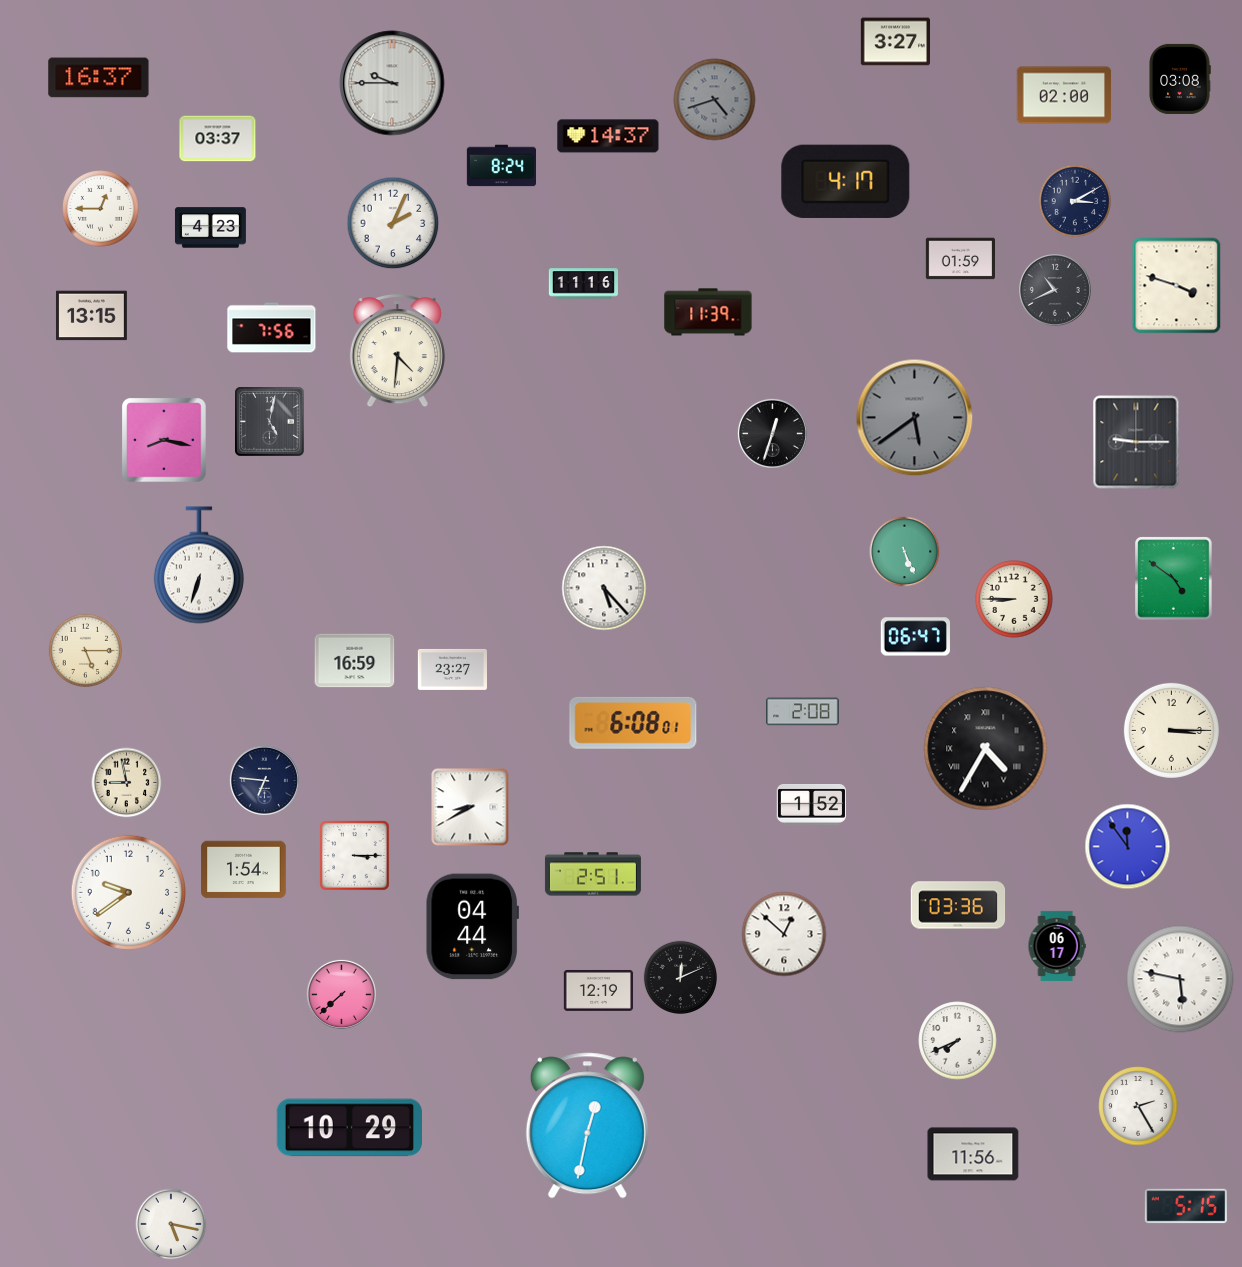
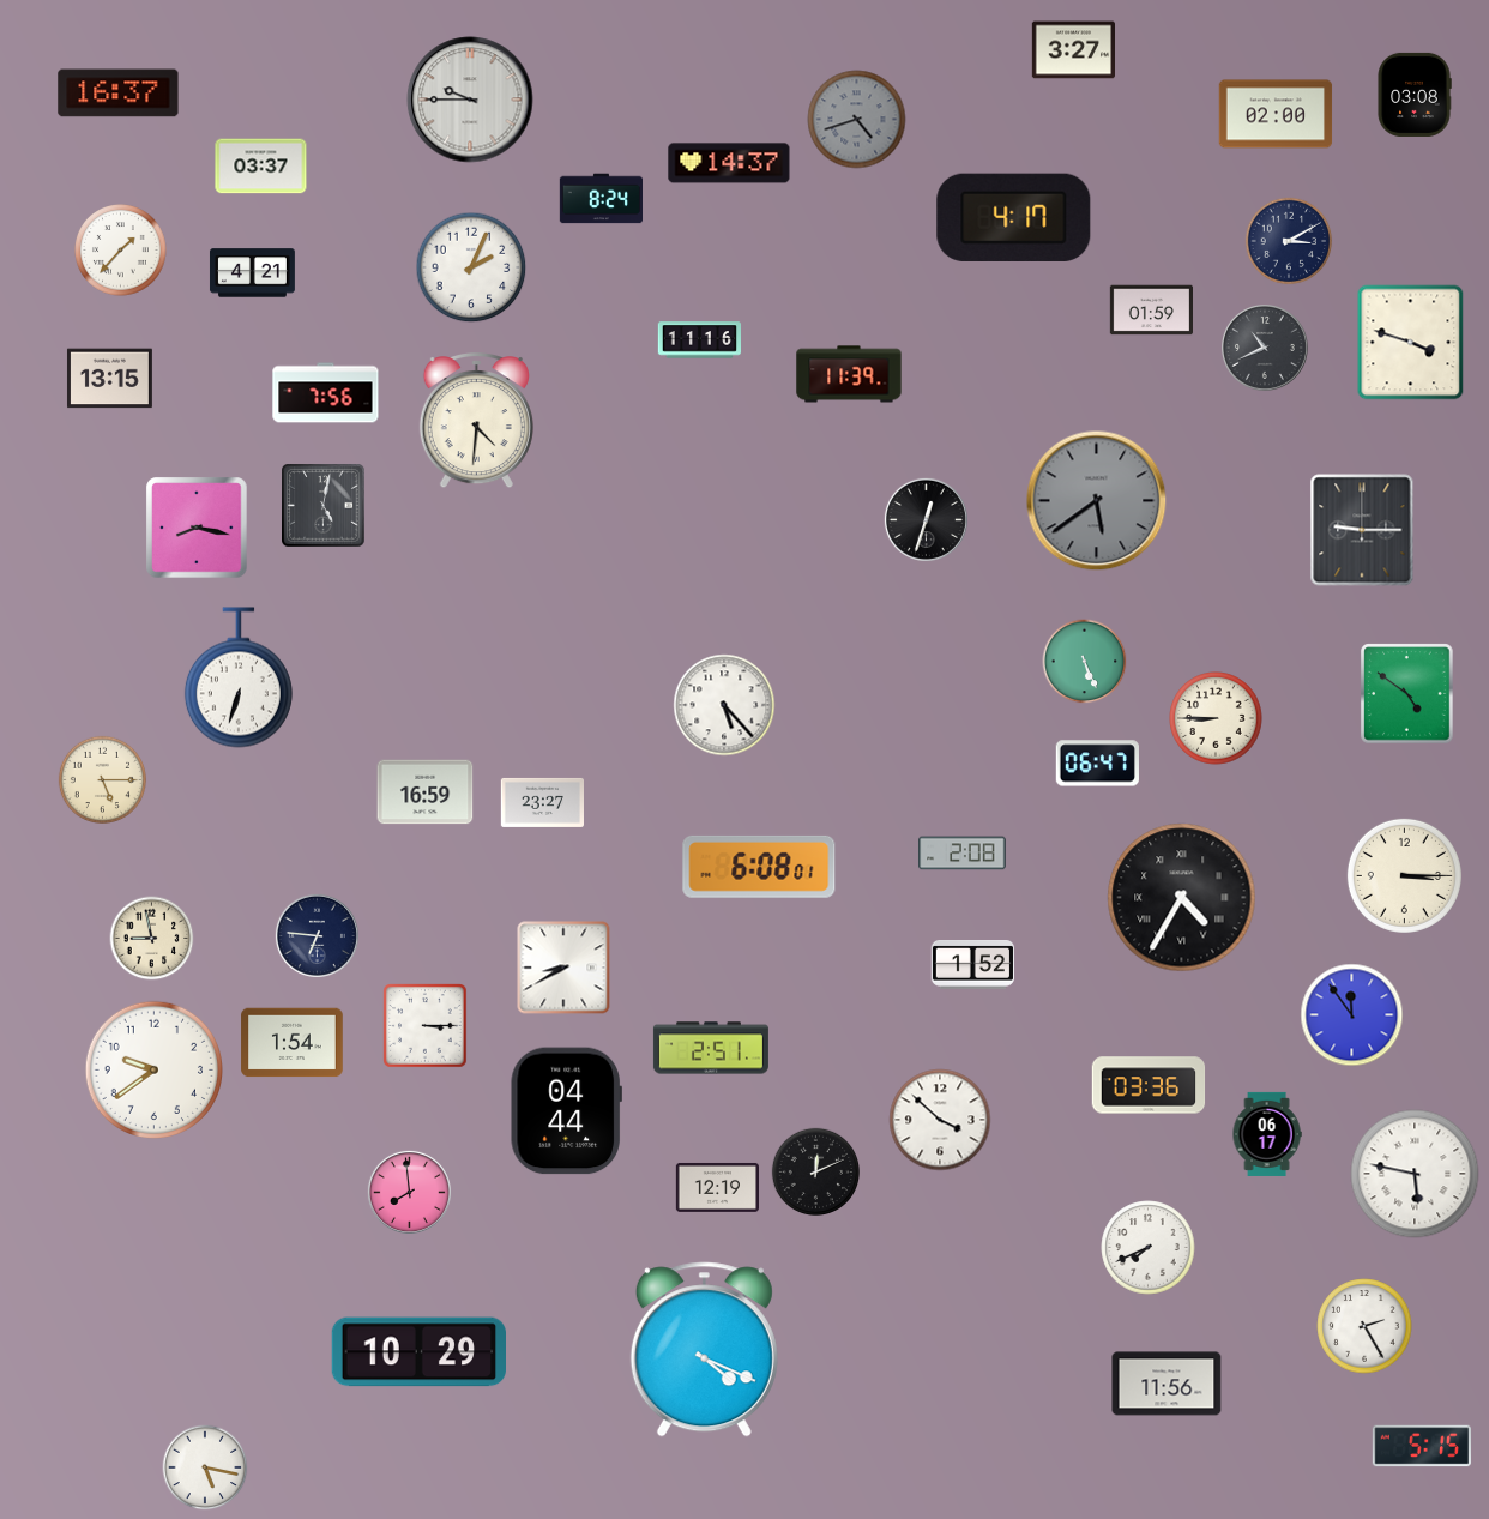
clock at (101, 209): 12:45 -> 1:37
clock at (210, 228): 4:23 -> 4:21
clock at (784, 934): 12:52 -> 3:52
clock at (341, 994): 7:38 -> 7:59
clock at (587, 1126): 12:32 -> 4:19
